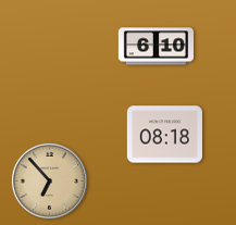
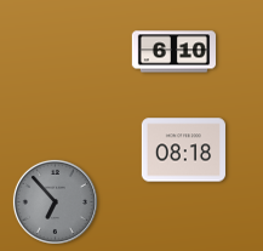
clock at (49, 180) dial: champagne -> grey
